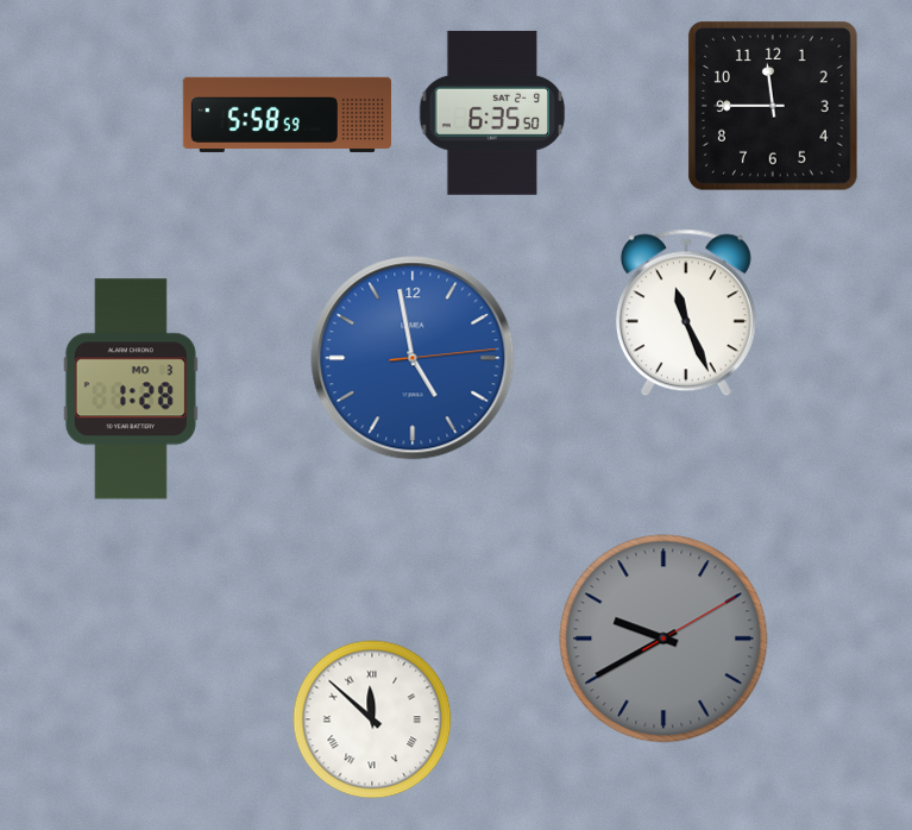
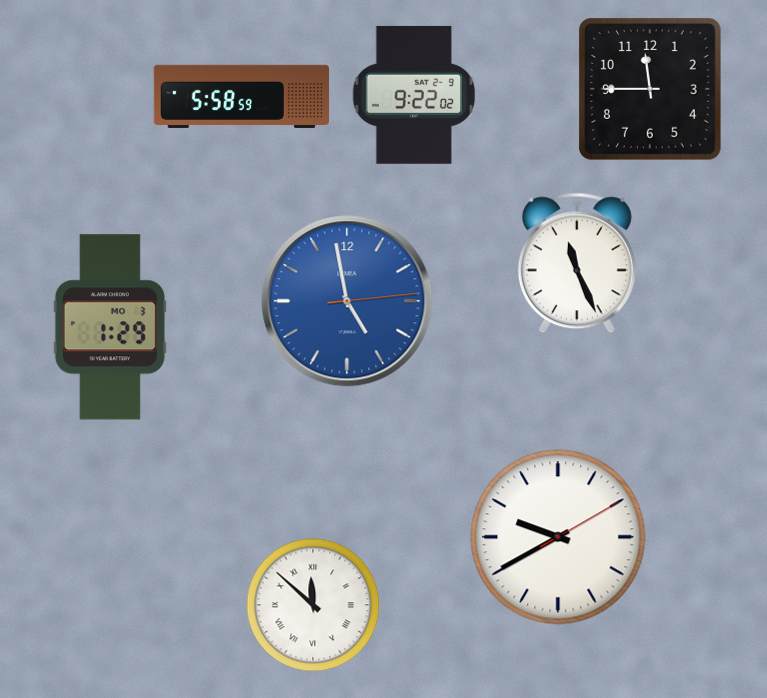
clock at (492, 113): 6:35 -> 9:22
clock at (131, 389): 1:28 -> 1:29
clock at (663, 639) dial: grey -> white
